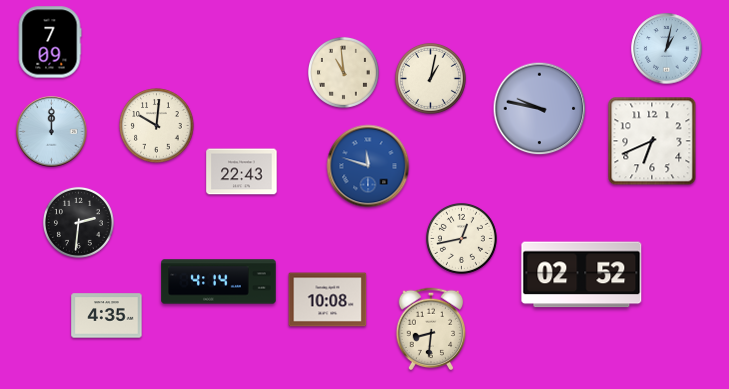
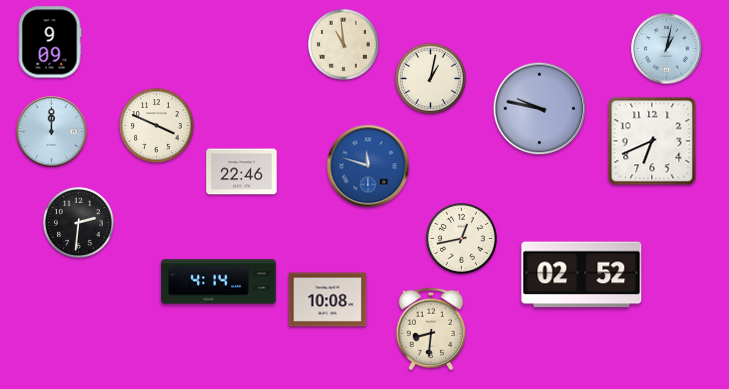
clock at (50, 42): 7:09 -> 9:09
clock at (343, 72) position: (343, 72) -> (343, 44)
clock at (157, 126): 10:01 -> 3:49
clock at (242, 172): 22:43 -> 22:46
clock at (107, 316): 4:35 -> none
